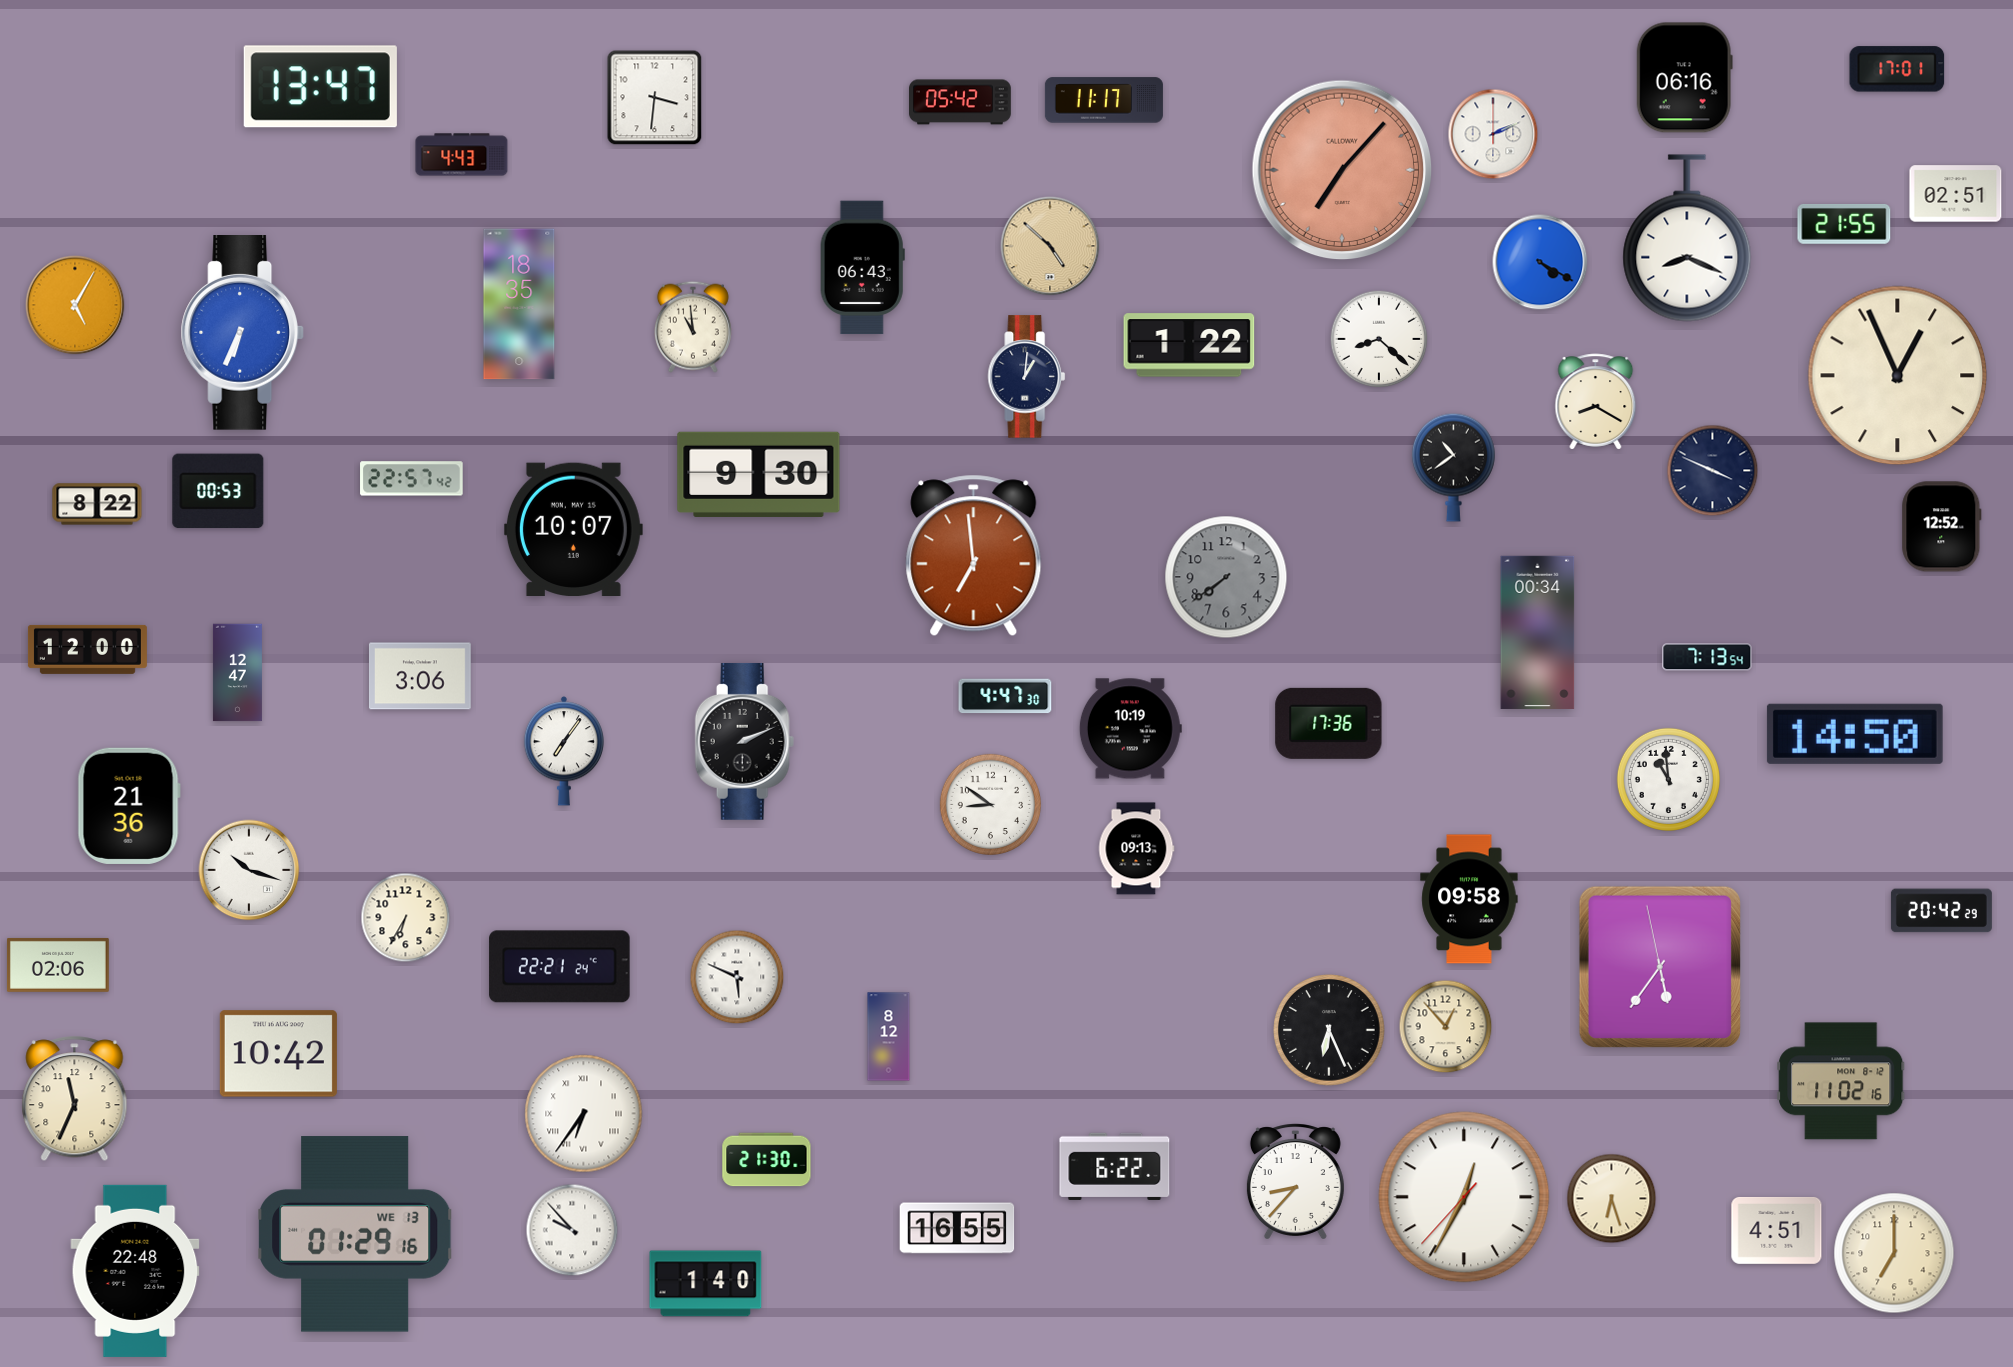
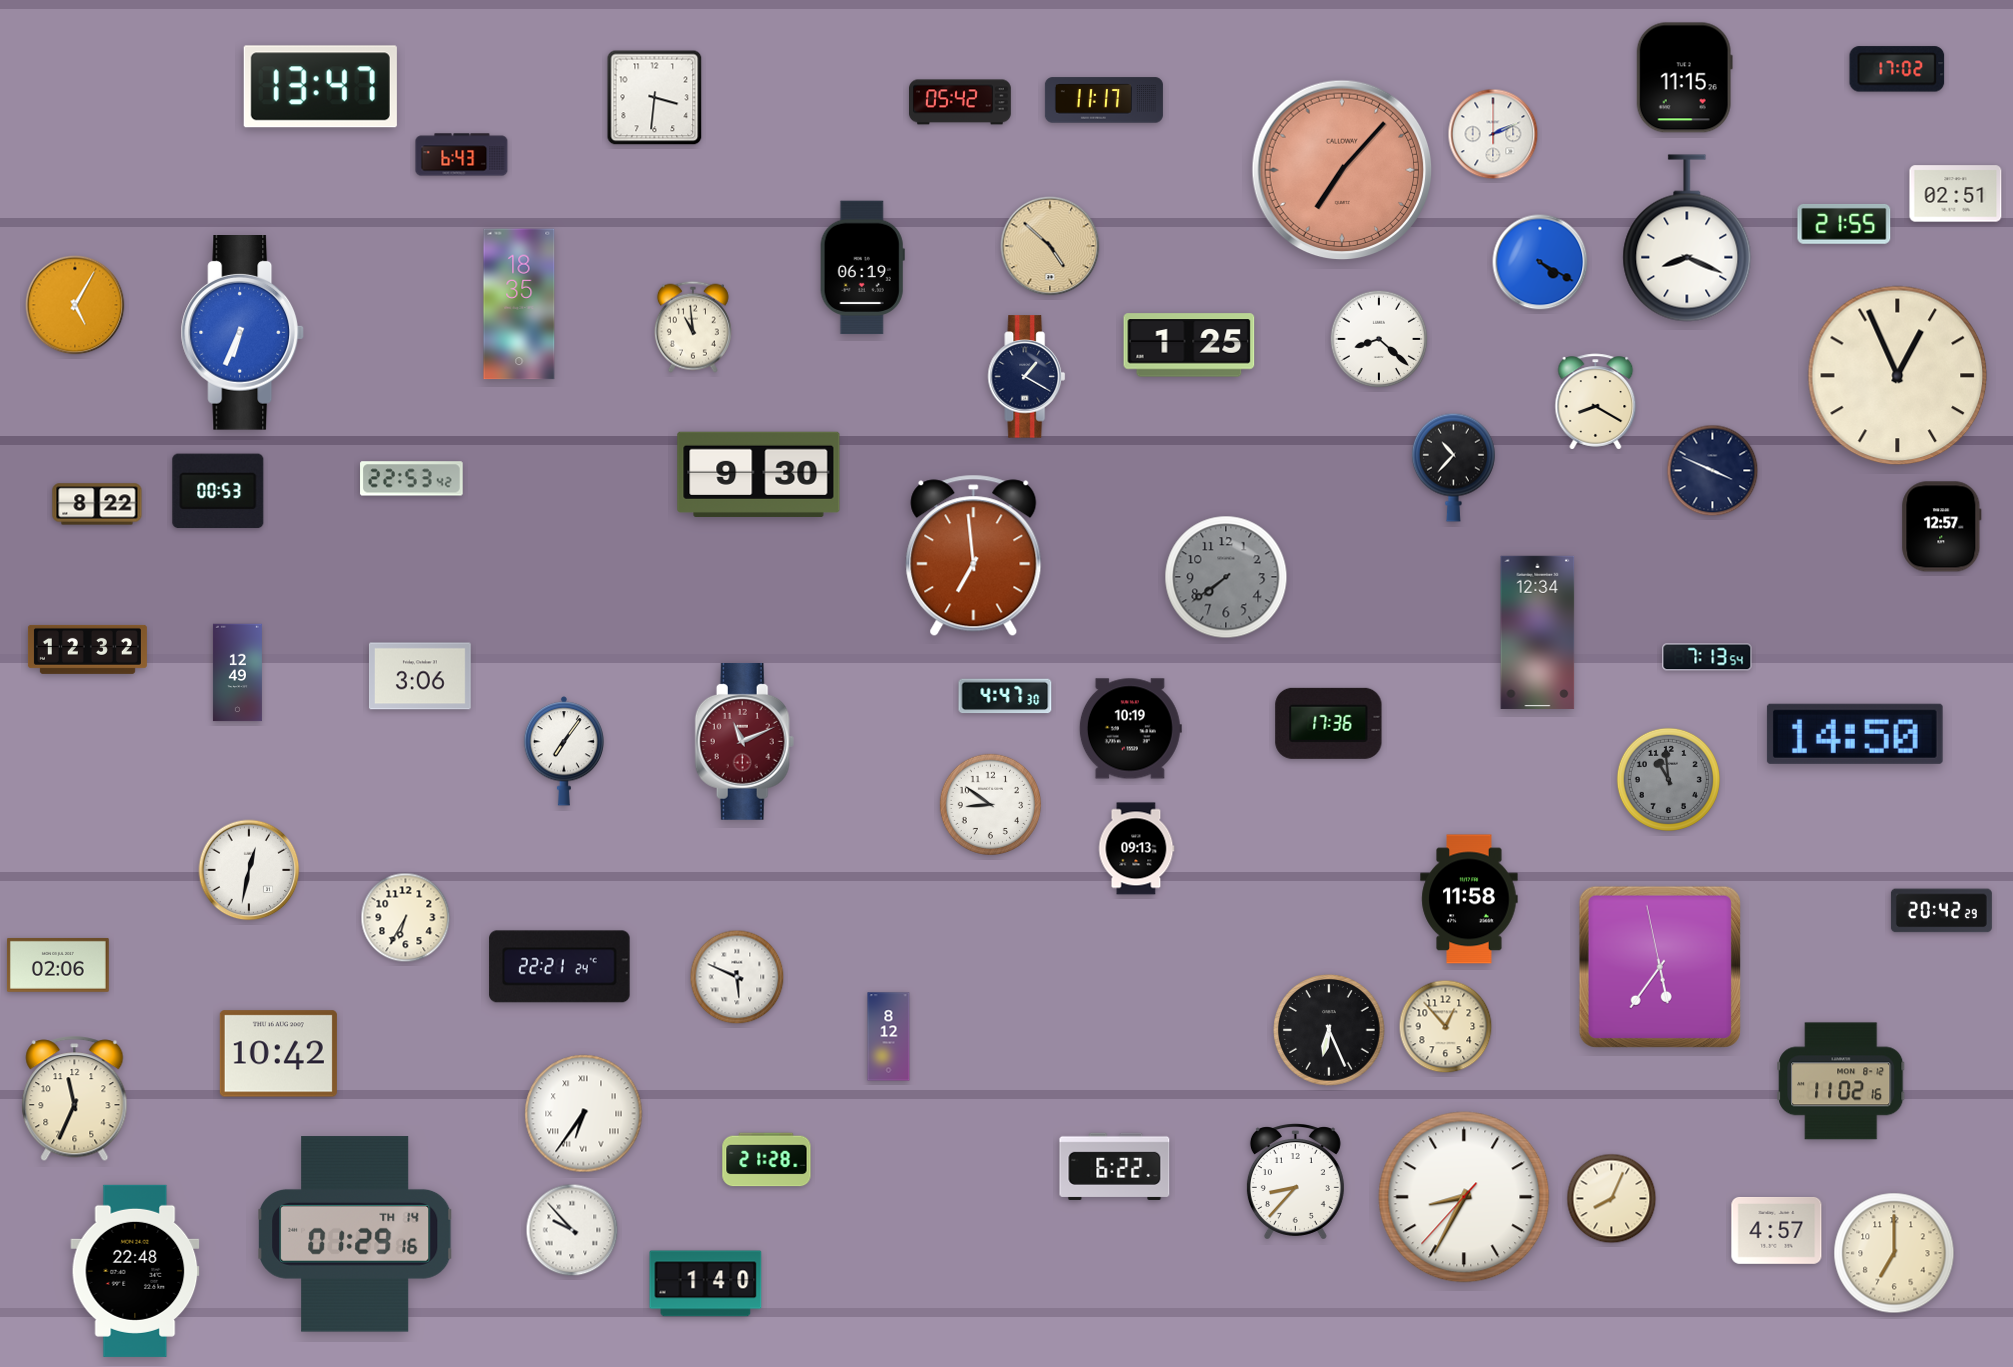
clock at (1897, 69): 17:01 -> 17:02
clock at (1684, 78): 06:16 -> 11:15
clock at (462, 155): 4:43 -> 6:43
clock at (862, 268): 06:43 -> 06:19
clock at (1189, 345): 1:22 -> 1:25
clock at (1027, 377): 1:01 -> 1:20
clock at (1453, 467): 10:39 -> 10:37
clock at (412, 479): 22:57 -> 22:53
clock at (1942, 527): 12:52 -> 12:57
clock at (573, 529): 10:07 -> none
clock at (1538, 632): 00:34 -> 12:34
clock at (87, 649): 12:00 -> 12:32
clock at (237, 673): 12:47 -> 12:49
clock at (745, 741): 2:11 -> 11:11
clock at (745, 741) dial: black -> burgundy
clock at (1668, 779) dial: white -> grey
clock at (129, 806): 21:36 -> none
clock at (249, 870): 10:18 -> 12:32
clock at (1469, 899): 09:58 -> 11:58
clock at (767, 1160): 21:30 -> 21:28
clock at (1464, 1197): 12:34 -> 8:34
clock at (1612, 1199): 6:27 -> 8:04
clock at (957, 1228): 16:55 -> none
clock at (1777, 1230): 4:51 -> 4:57
clock at (356, 1234) date: WE 13 -> TH 14
